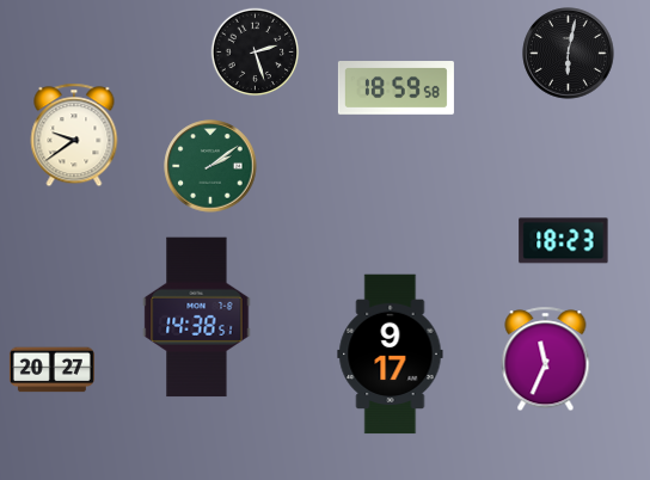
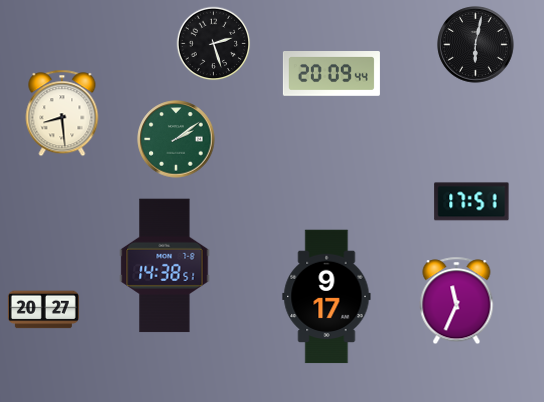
clock at (395, 88): 18:59 -> 20:09
clock at (74, 135): 9:39 -> 8:29
clock at (564, 241): 18:23 -> 17:51
